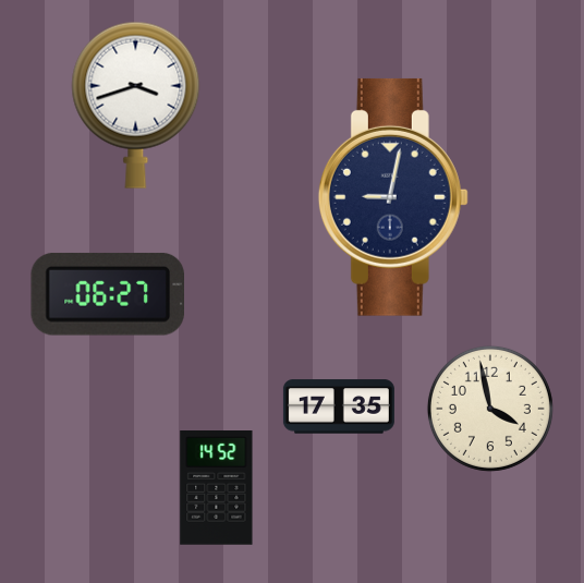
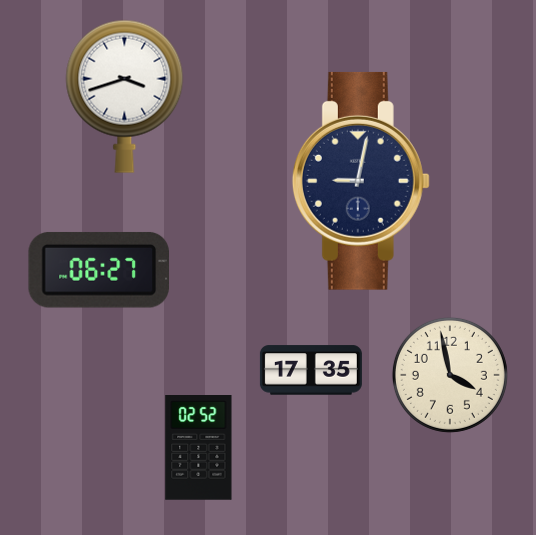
clock at (339, 406) position: (339, 406) -> (311, 370)
clock at (217, 488): 14:52 -> 02:52
